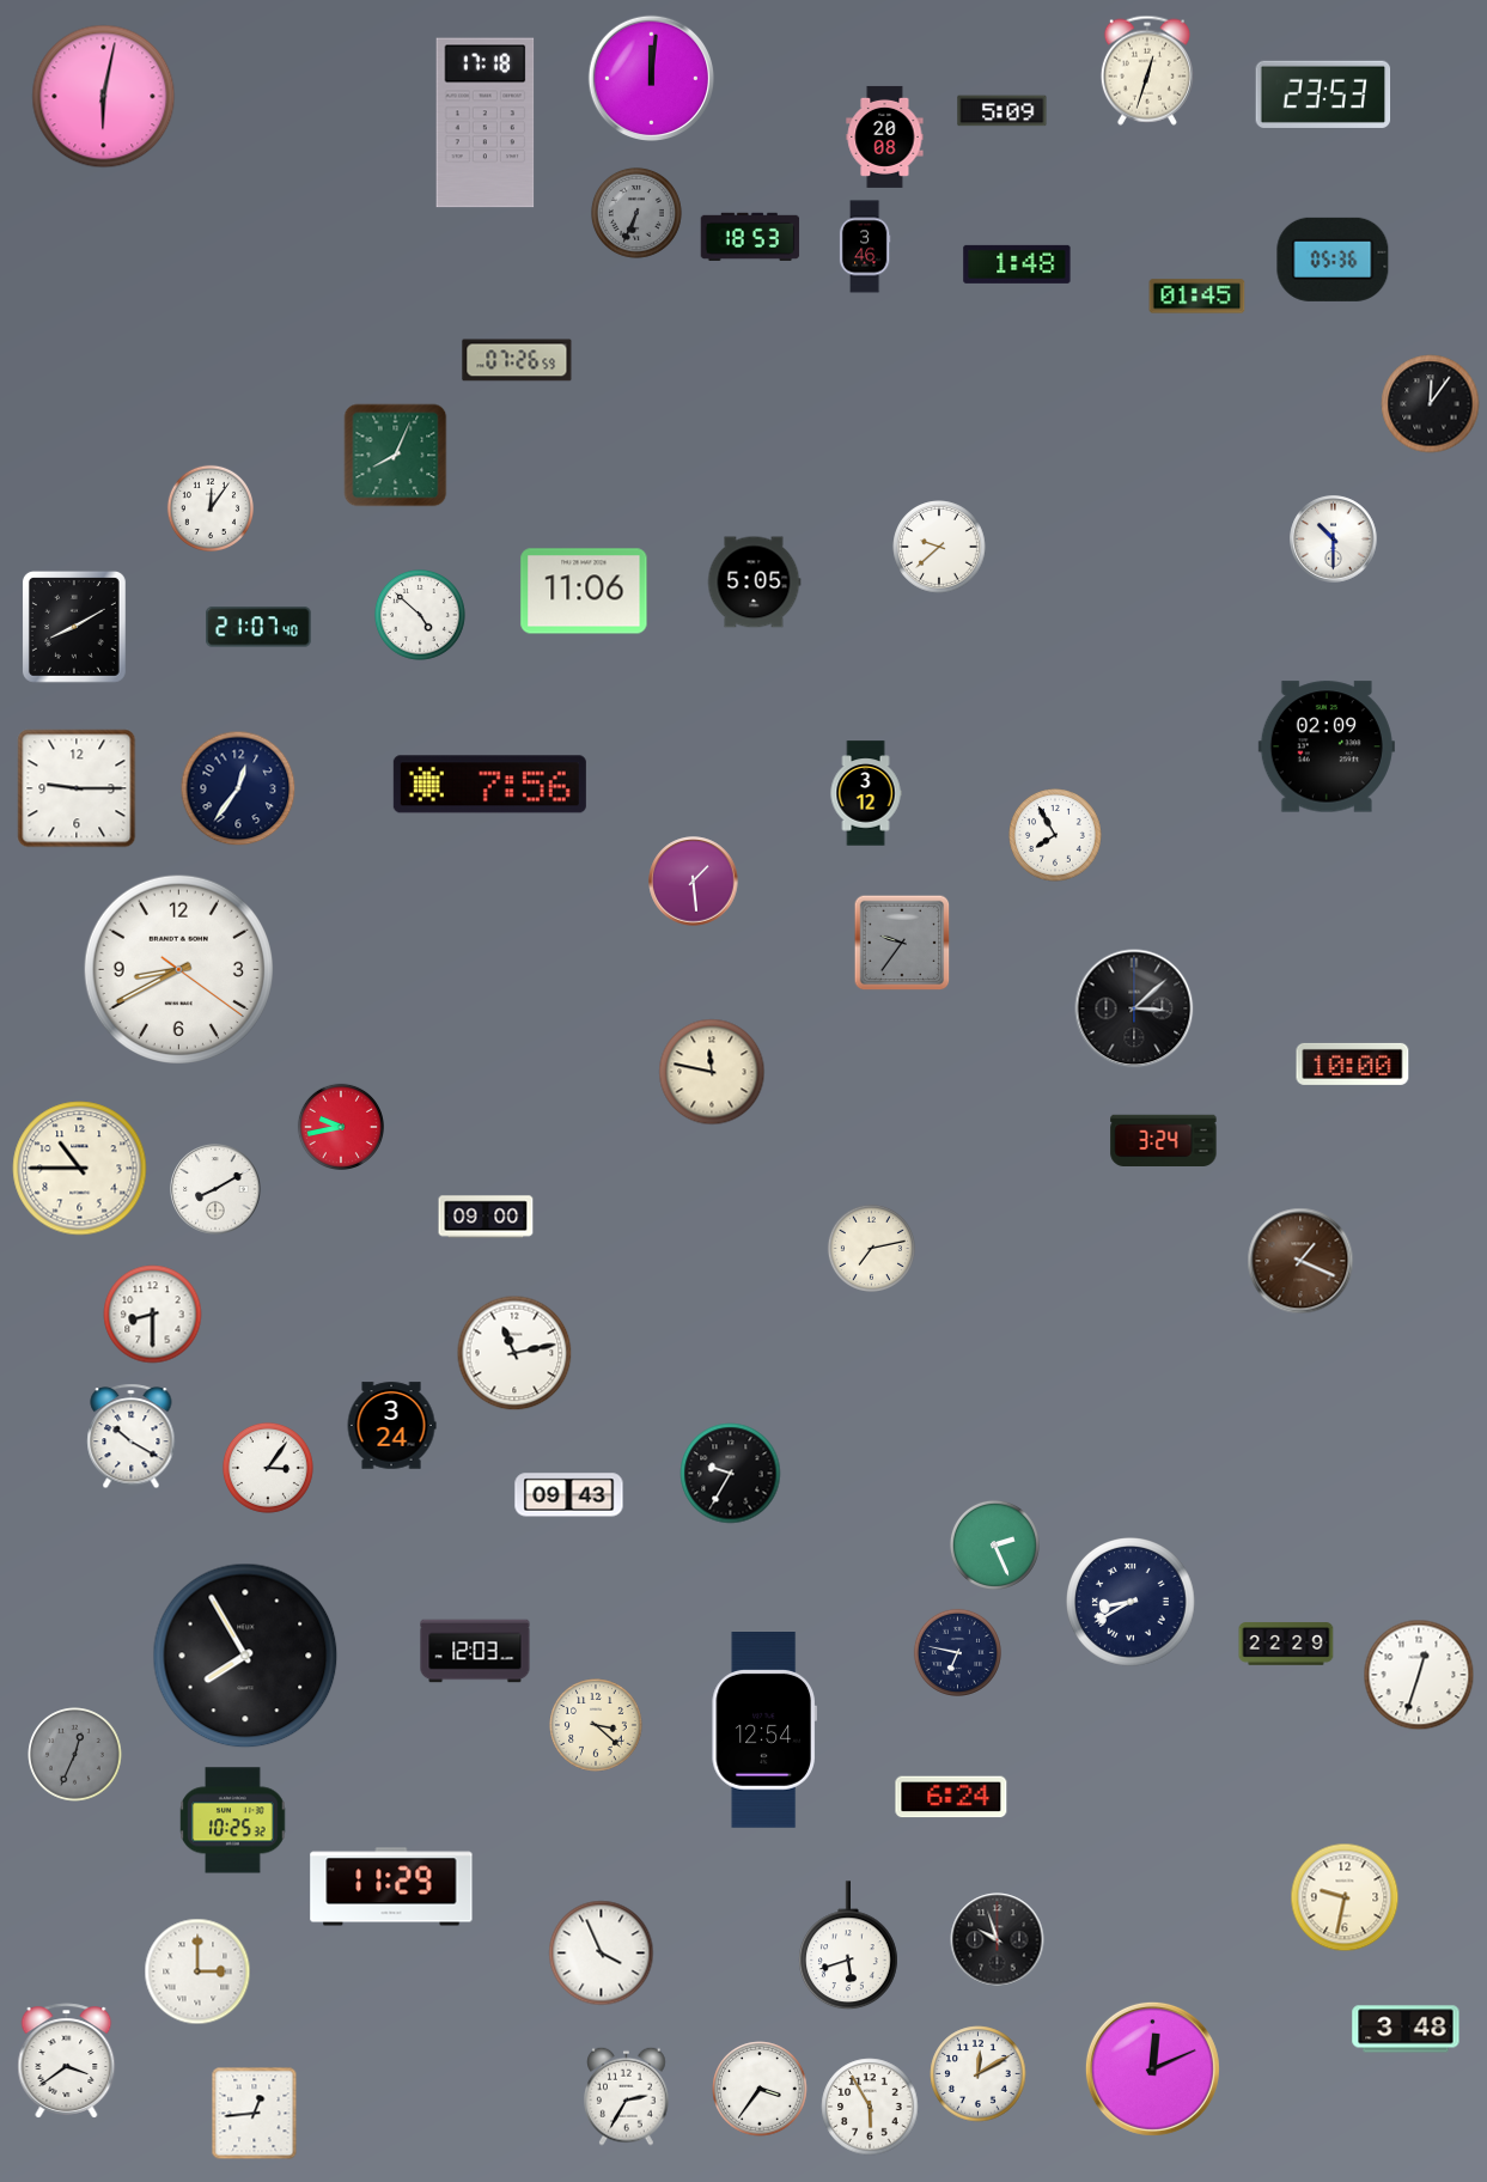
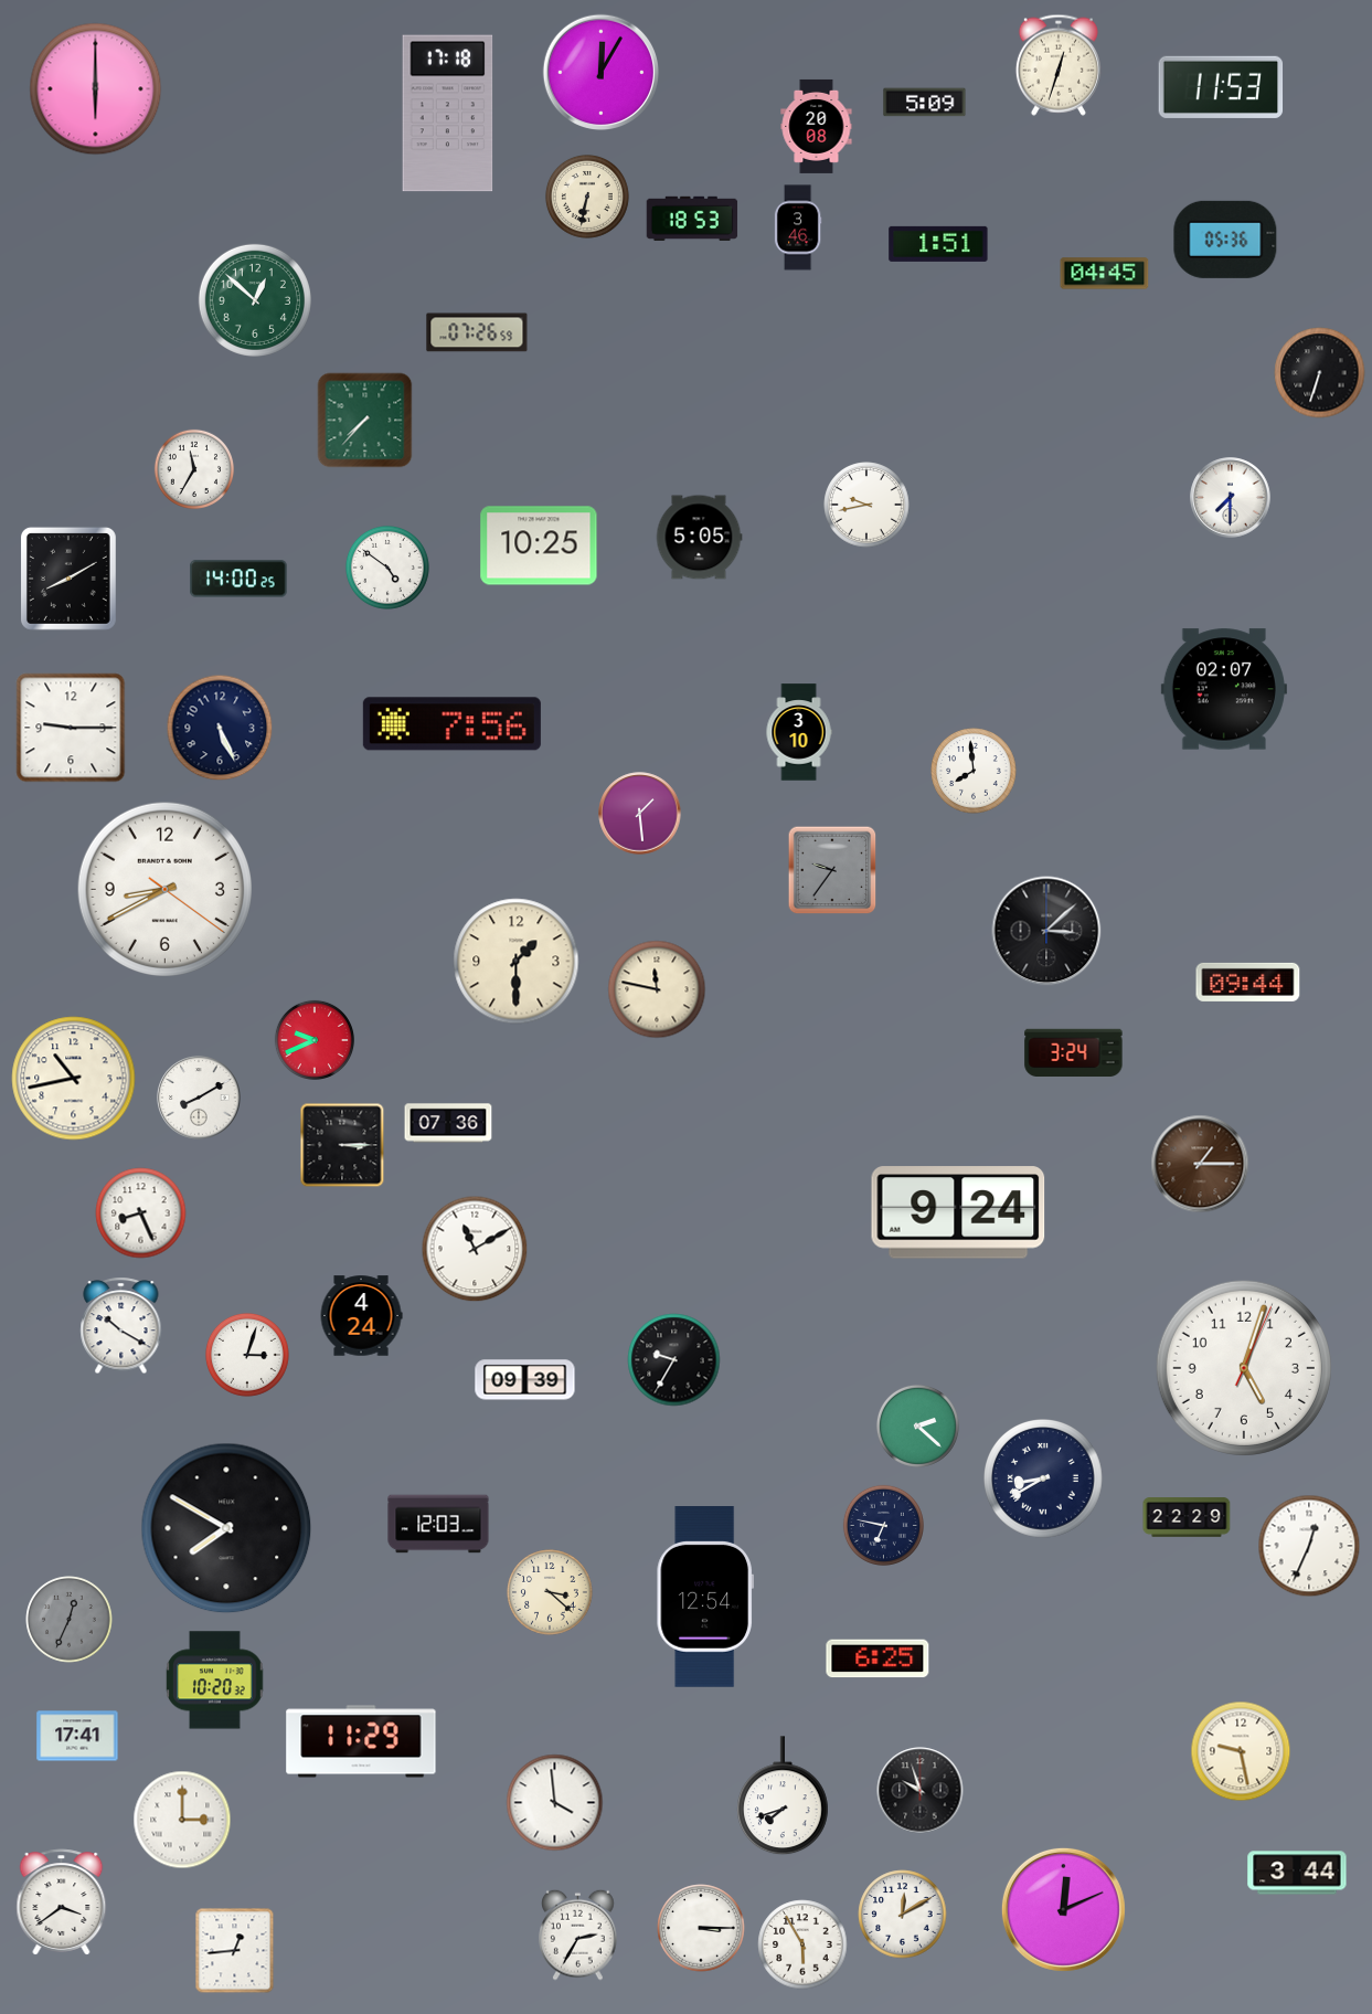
clock at (651, 78): 12:01 -> 12:05
clock at (1323, 95): 23:53 -> 11:53
clock at (104, 97): 6:02 -> 6:00
clock at (636, 213): 6:34 -> 6:32
clock at (636, 213) dial: grey -> cream
clock at (1333, 260) position: (1333, 260) -> (1225, 240)
clock at (1017, 264): 1:48 -> 1:51
clock at (1197, 297): 01:45 -> 04:45
clock at (255, 300): none -> 12:52
clock at (1431, 404): 12:06 -> 6:33
clock at (396, 456): 8:04 -> 7:37
clock at (209, 507): 12:06 -> 11:35
clock at (1334, 540): 10:30 -> 7:30
clock at (939, 547): 9:38 -> 9:43
clock at (754, 583) position: (754, 583) -> (699, 538)
clock at (584, 591): 11:06 -> 10:25
clock at (420, 615): 4:52 -> 4:51
clock at (258, 627): 21:07 -> 14:00
clock at (1327, 746): 02:09 -> 02:07
clock at (238, 788): 12:36 -> 5:26
clock at (866, 793): 3:12 -> 3:10
clock at (1055, 835): 7:55 -> 7:59
clock at (178, 969) position: (178, 969) -> (164, 889)
clock at (517, 962): none -> 1:30
clock at (1353, 1063): 10:00 -> 09:44
clock at (340, 1126): 9:43 -> 9:41
clock at (80, 1169): 10:45 -> 10:43
clock at (486, 1217): 09:00 -> 07:36
clock at (342, 1145): none -> 3:15
clock at (871, 1248): 7:13 -> none
clock at (1300, 1261): 1:19 -> 1:15
clock at (958, 1212): none -> 9:24
clock at (153, 1315): 8:30 -> 8:26
clock at (514, 1353): 11:13 -> 11:10
clock at (391, 1426): 3:24 -> 4:24
clock at (268, 1468): 3:06 -> 3:03
clock at (1244, 1368): none -> 5:03
clock at (569, 1495): 09:43 -> 09:39
clock at (994, 1544): 2:26 -> 2:22
clock at (245, 1656): 7:55 -> 7:50
clock at (1419, 1675): 12:33 -> 12:34
clock at (951, 1797): 6:24 -> 6:25
clock at (233, 1821): 10:25 -> 10:20
clock at (77, 1736): none -> 17:41
clock at (1345, 1897): 9:32 -> 9:28
clock at (849, 1946): 5:42 -> 7:42
clock at (602, 1954): 3:56 -> 3:59
clock at (1406, 2029): 3:48 -> 3:44
clock at (760, 2089): 3:36 -> 3:15
